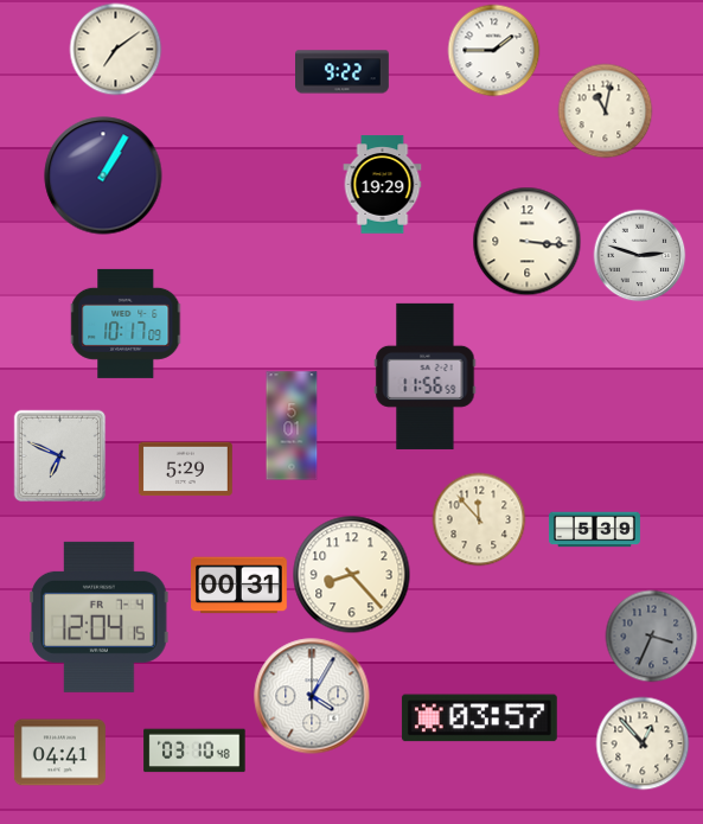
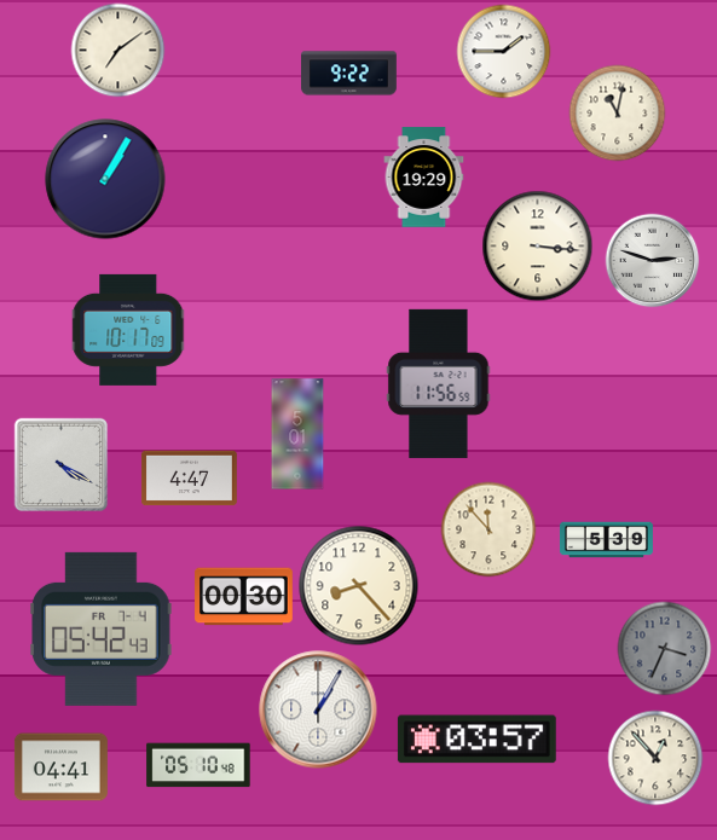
clock at (383, 185) position: (383, 185) -> (424, 178)
clock at (426, 376) position: (426, 376) -> (439, 383)
clock at (59, 455): 6:49 -> 4:20
clock at (186, 470): 5:29 -> 4:47
clock at (239, 586): 00:31 -> 00:30
clock at (100, 617): 12:04 -> 05:42
clock at (312, 696): 4:05 -> 1:05
clock at (479, 718) position: (479, 718) -> (476, 740)
clock at (194, 750): 03:10 -> 05:10
